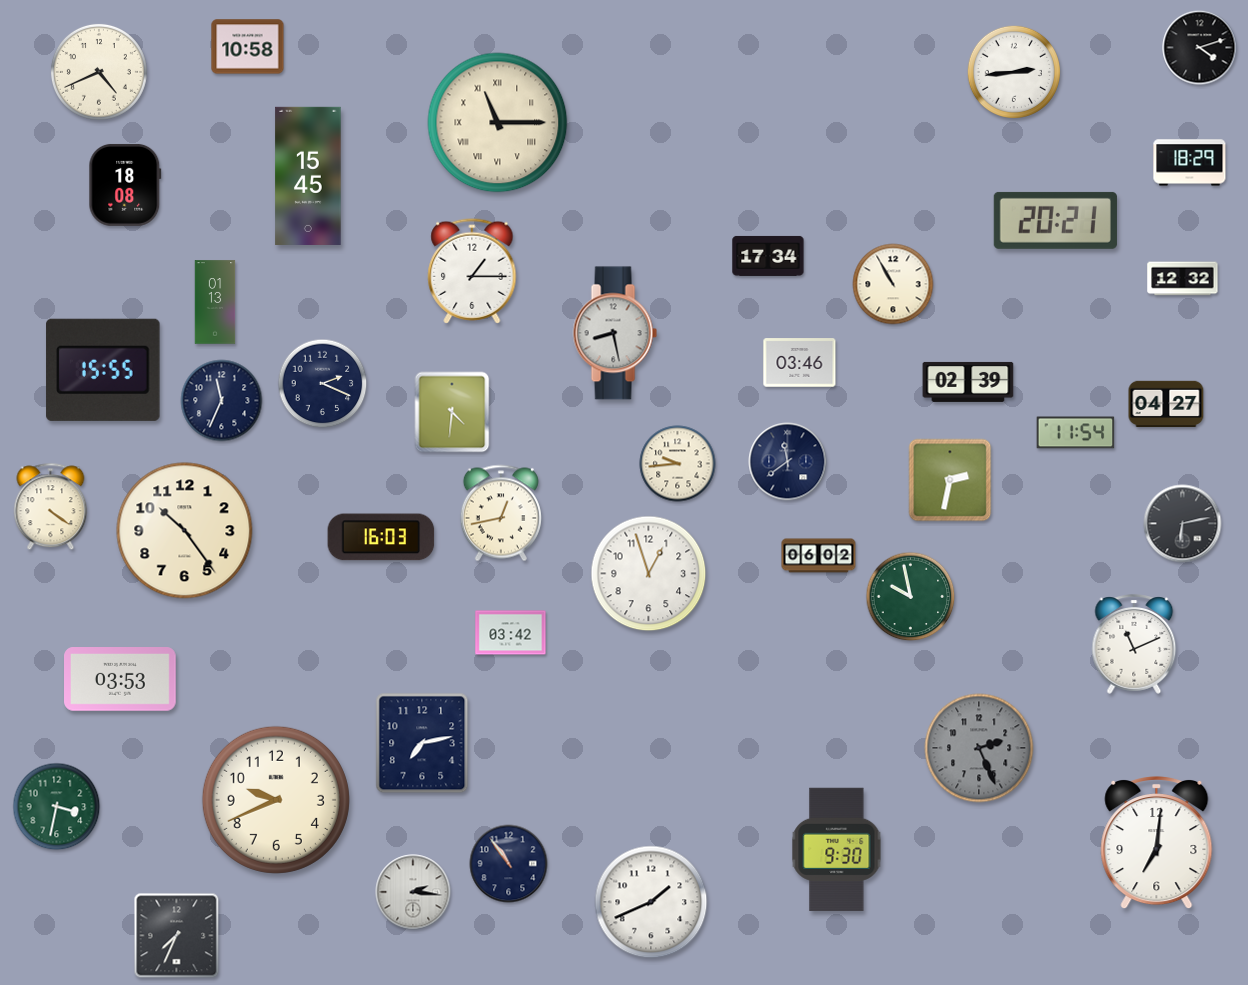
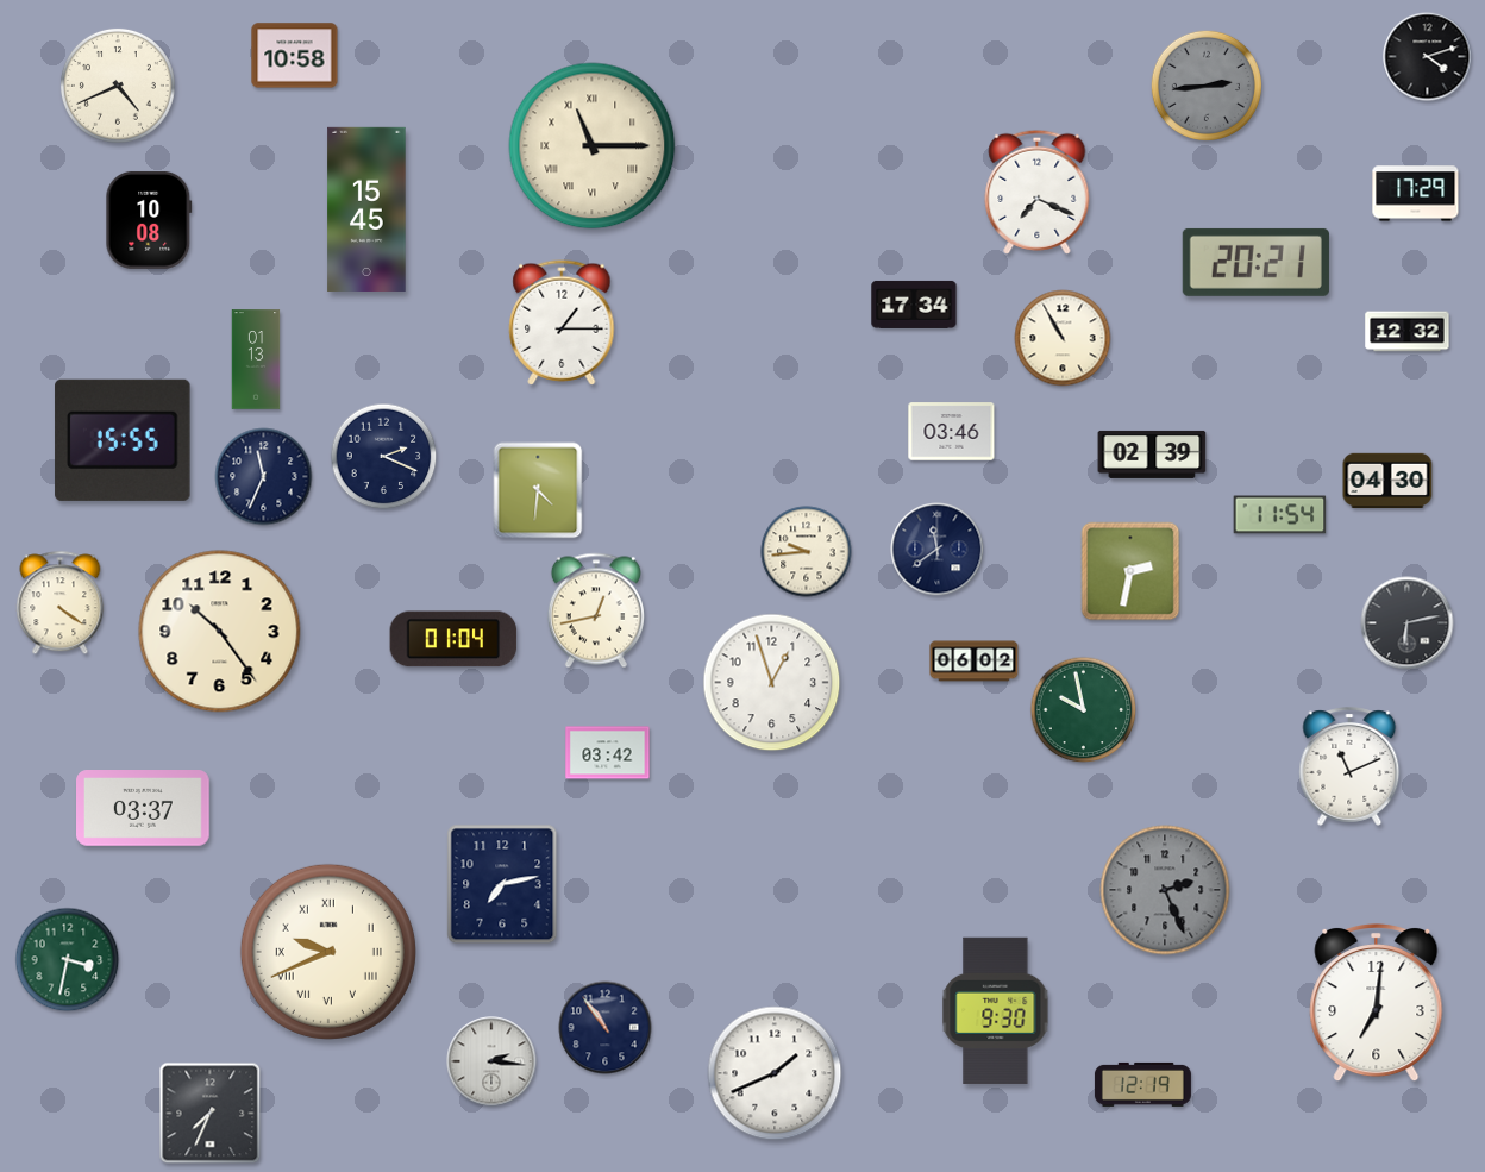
clock at (1014, 72) dial: white -> grey
clock at (1038, 192): none -> 7:19
clock at (1190, 163): 18:29 -> 17:29
clock at (125, 185): 18:08 -> 10:08
clock at (615, 333): 8:28 -> none
clock at (1166, 404): 04:27 -> 04:30
clock at (381, 537): 16:03 -> 01:04
clock at (121, 680): 03:53 -> 03:37
clock at (276, 800) numerals: Arabic -> Roman
clock at (1142, 1084): none -> 12:19
